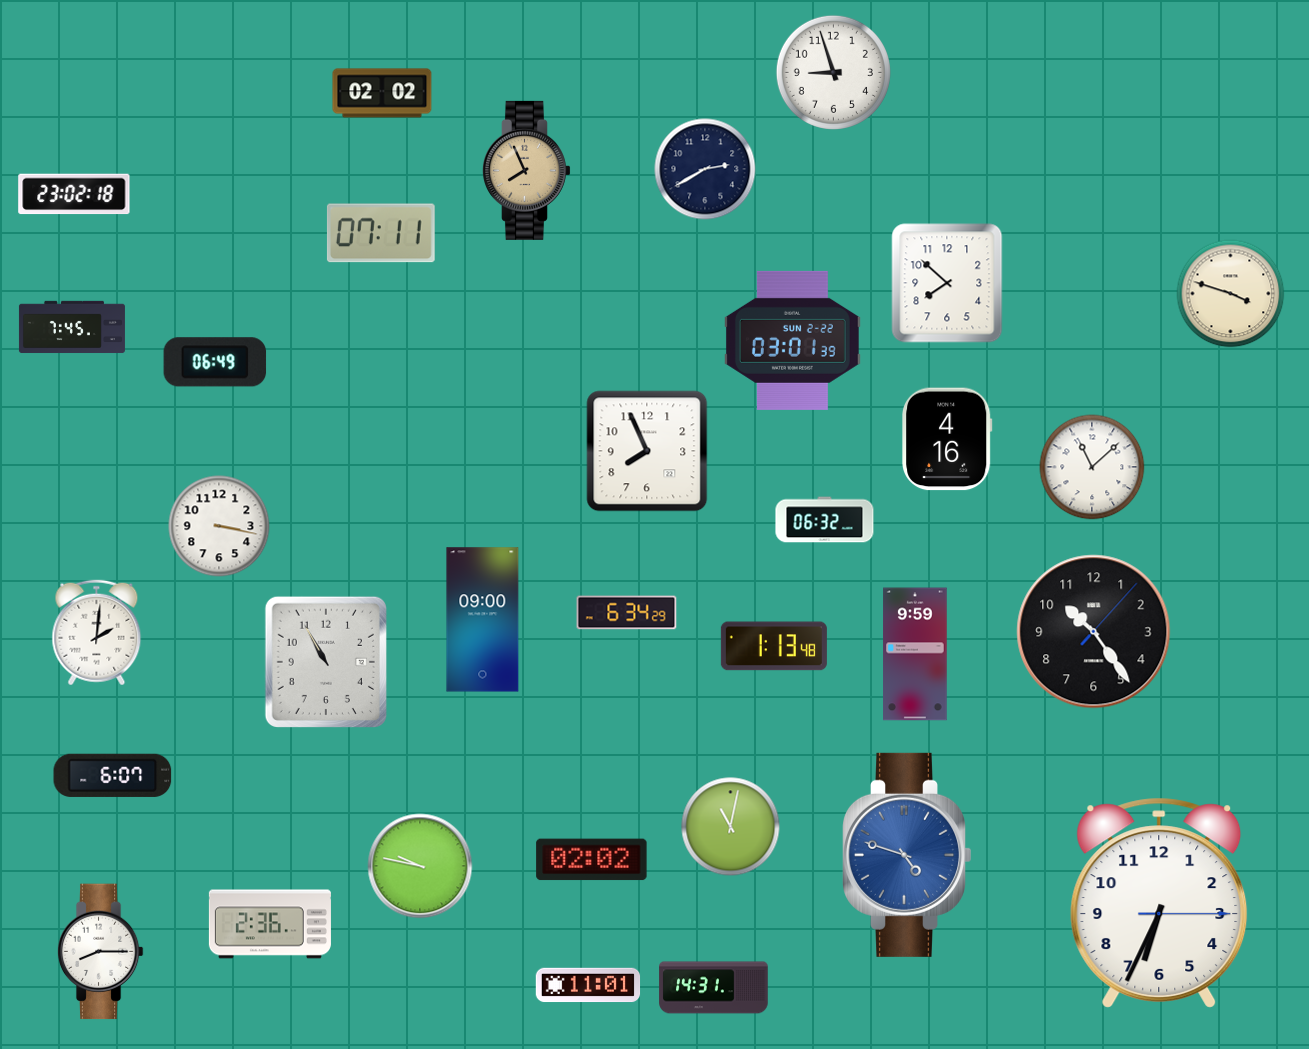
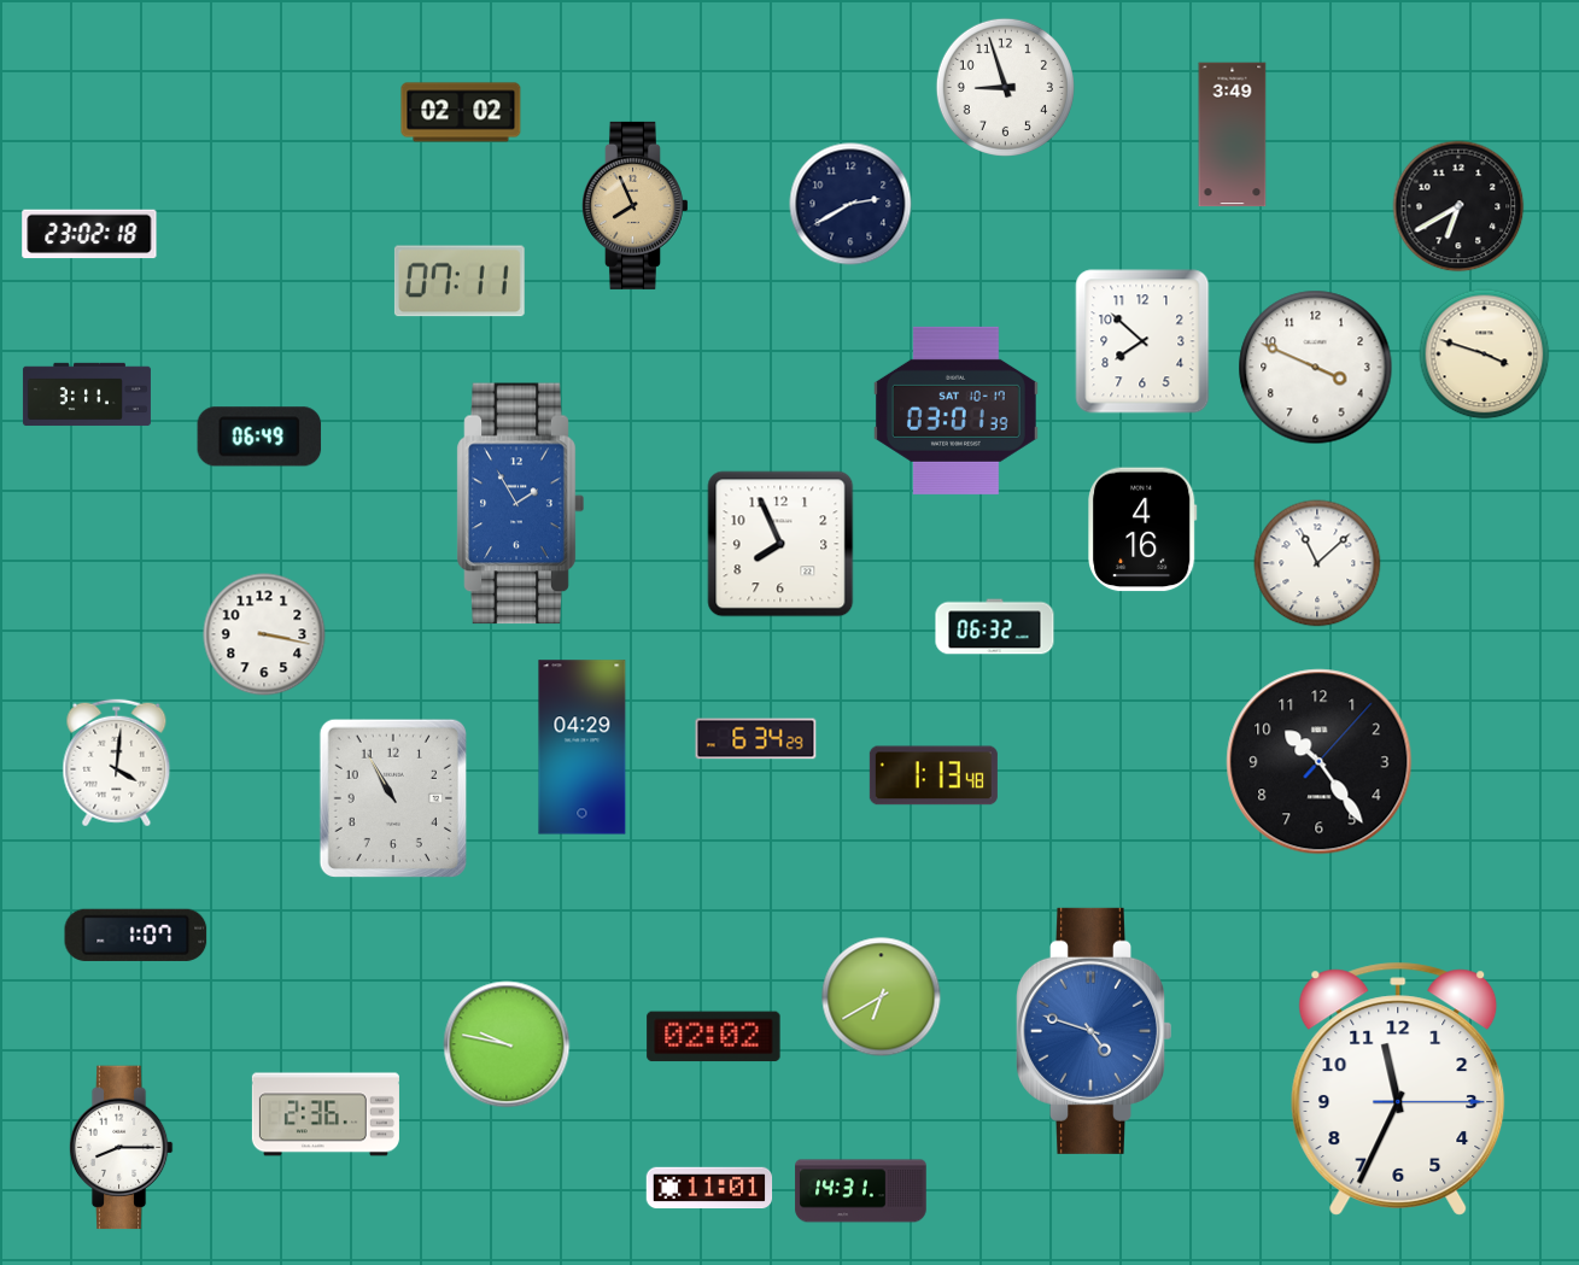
clock at (1233, 135): none -> 3:49
clock at (1458, 206): none -> 6:40
clock at (1316, 368): none -> 3:49
clock at (72, 327): 7:45 -> 3:11
clock at (792, 340) date: SUN 2-22 -> SAT 10-17
clock at (520, 504): none -> 1:55
clock at (483, 620): 09:00 -> 04:29
clock at (97, 633): 2:01 -> 4:01
clock at (774, 646) position: (774, 646) -> (934, 775)
clock at (915, 654): 9:59 -> none
clock at (113, 775): 6:07 -> 1:07
clock at (731, 827): 11:02 -> 6:40
clock at (1159, 903): 6:34 -> 11:34
